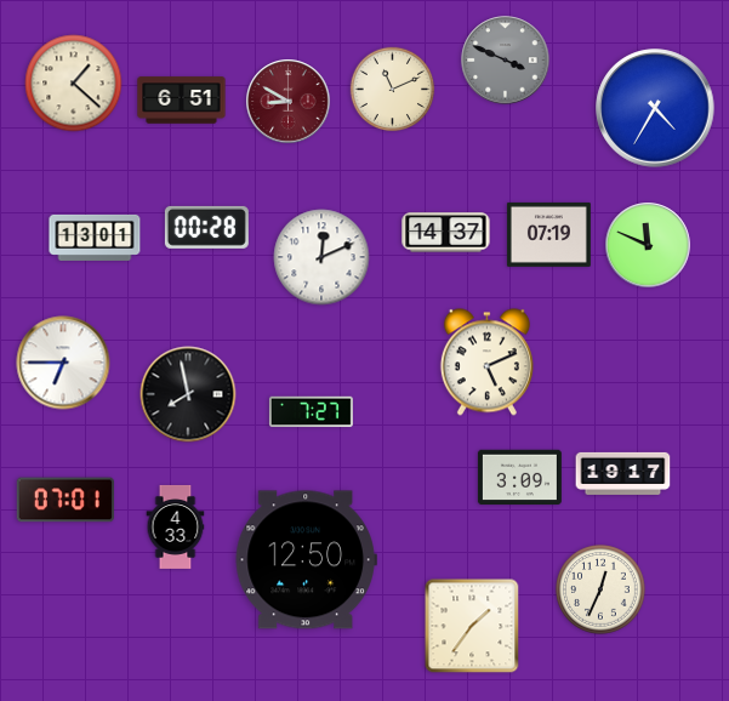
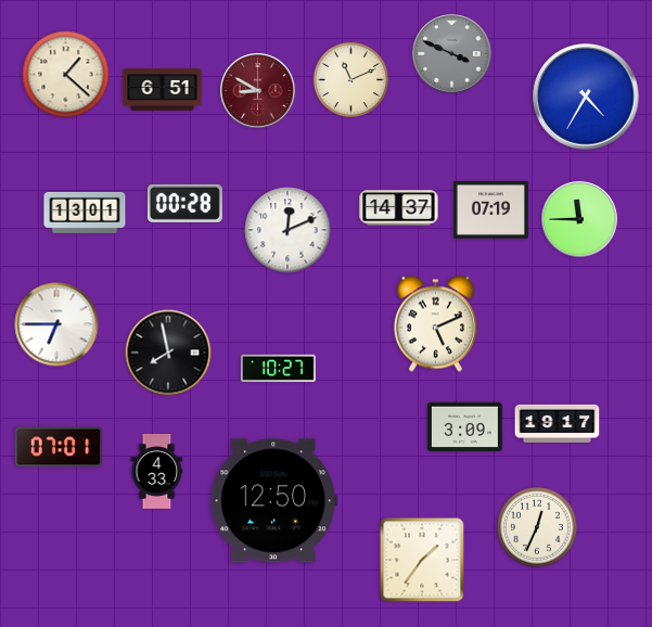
clock at (648, 245): 11:49 -> 11:45
clock at (311, 412): 7:27 -> 10:27
